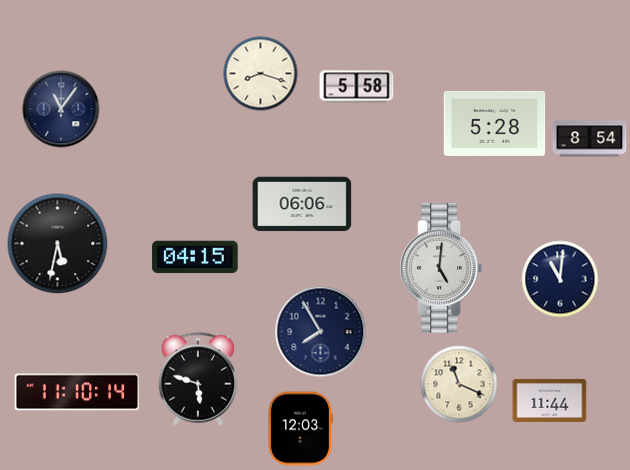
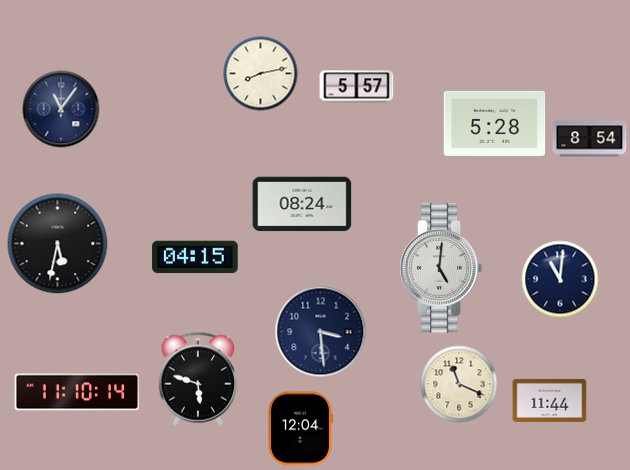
clock at (261, 74): 8:18 -> 8:13
clock at (357, 87): 5:58 -> 5:57
clock at (302, 204): 06:06 -> 08:24
clock at (321, 332): 7:55 -> 3:29
clock at (300, 429): 12:03 -> 12:04
